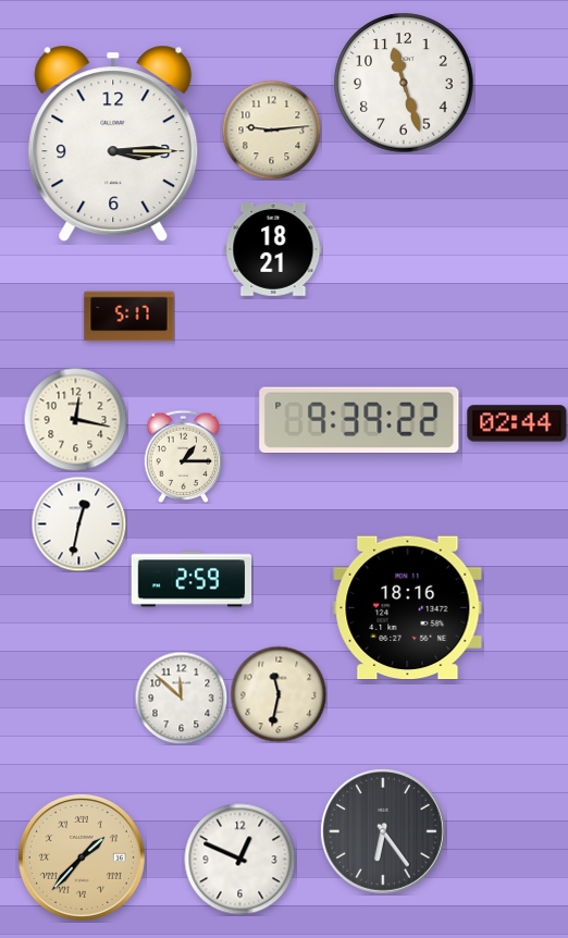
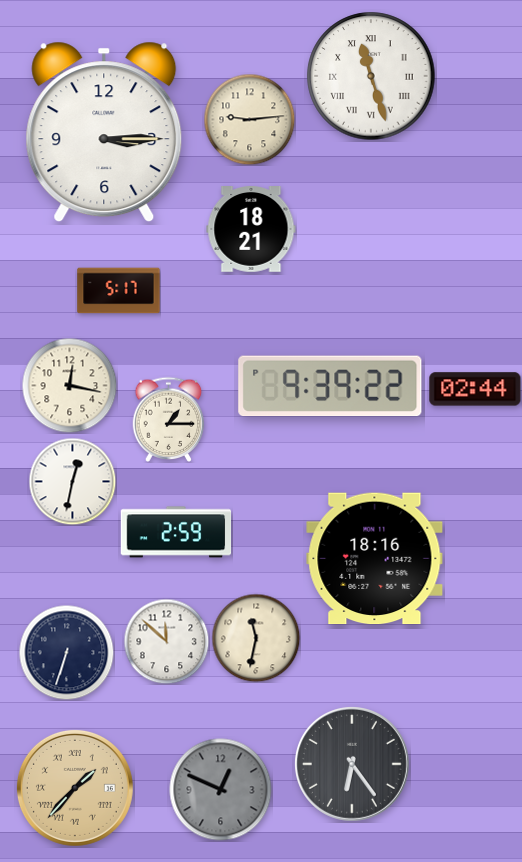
clock at (404, 83) numerals: Arabic -> Roman
clock at (66, 652): none -> 6:33
clock at (240, 860) dial: white -> grey
